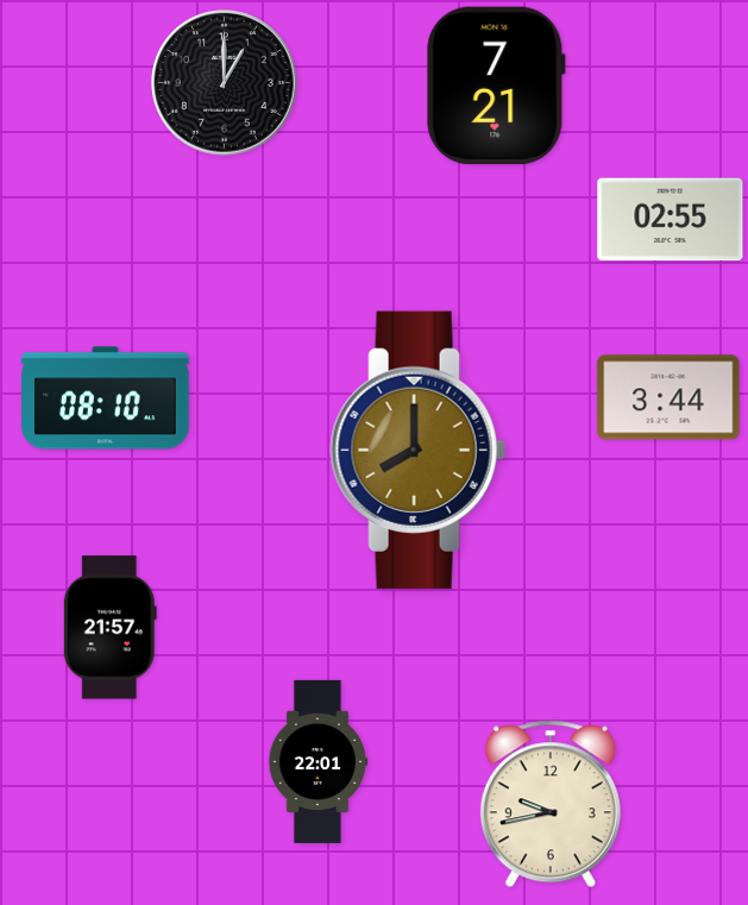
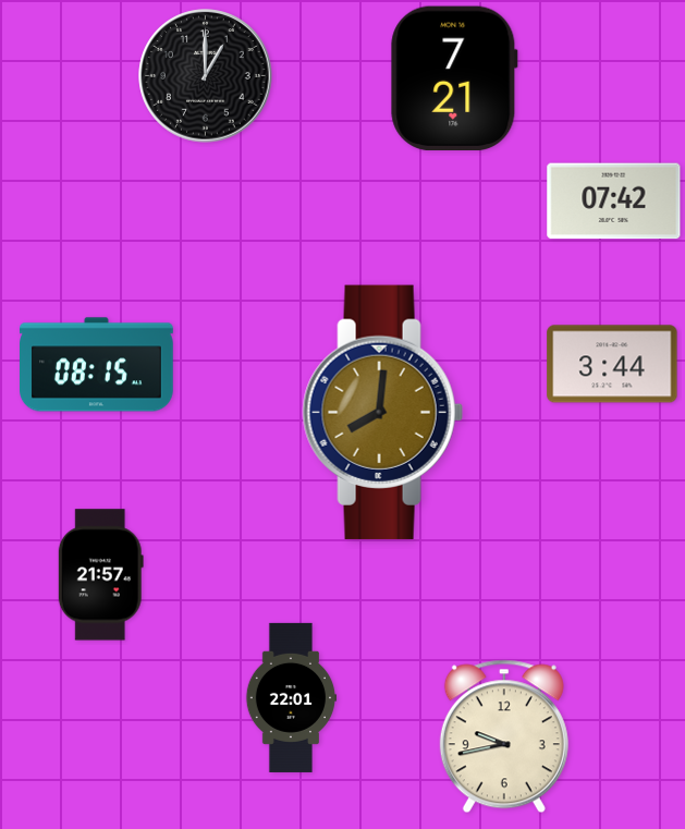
clock at (671, 220): 02:55 -> 07:42
clock at (106, 398): 08:10 -> 08:15
clock at (417, 450): 8:00 -> 8:01
